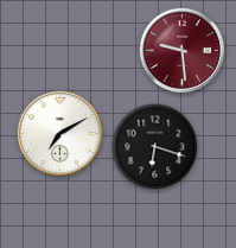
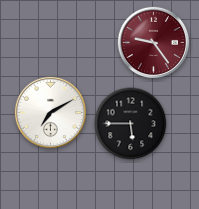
clock at (183, 51): 9:29 -> 9:24
clock at (155, 147): 6:18 -> 5:45
